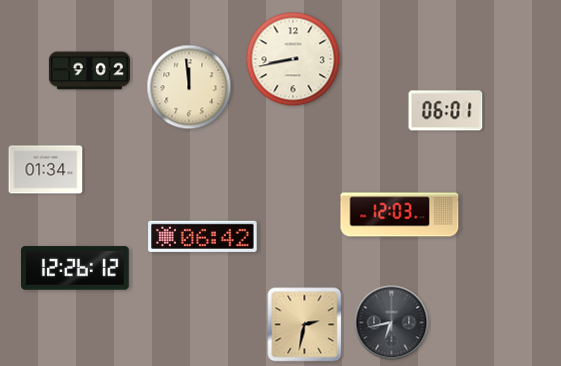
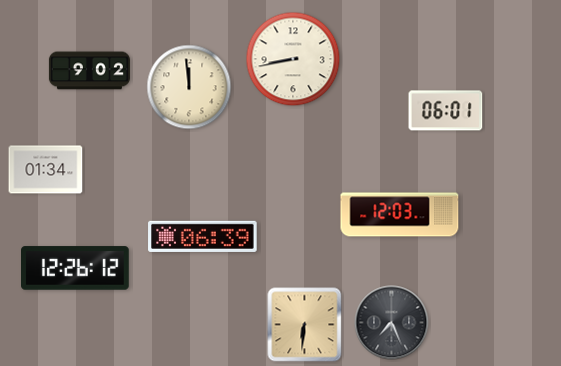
clock at (203, 236): 06:42 -> 06:39
clock at (392, 323): 6:43 -> 7:26
clock at (305, 325): 2:32 -> 6:31
